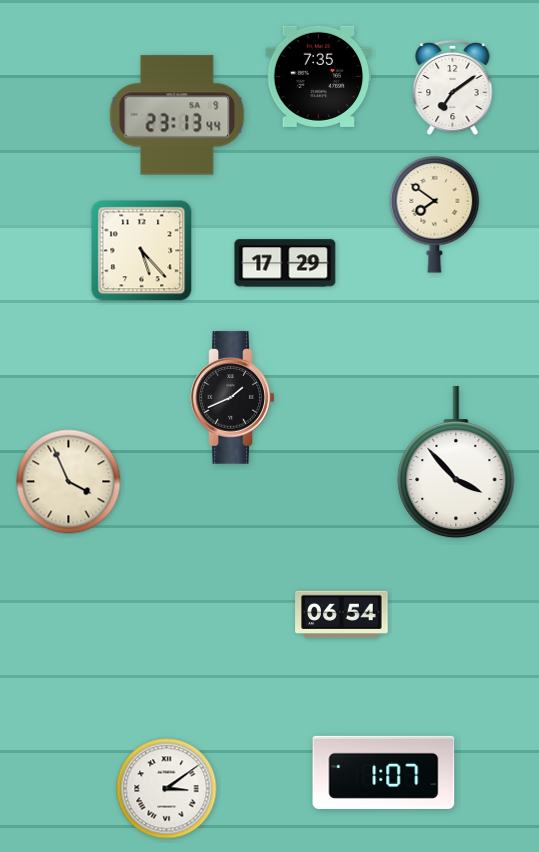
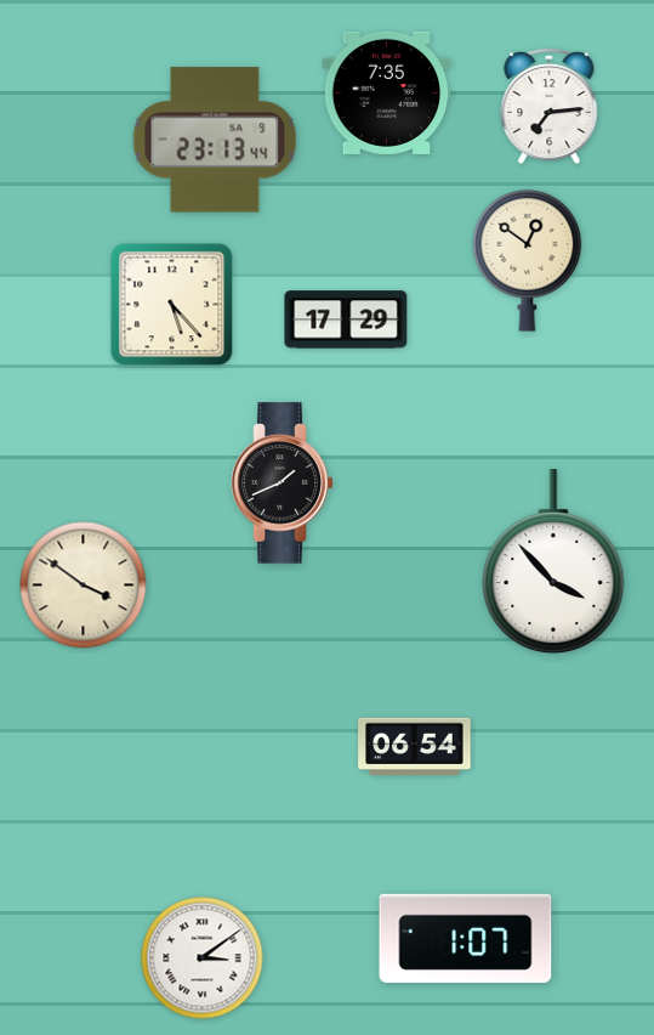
clock at (453, 88): 7:09 -> 7:14
clock at (435, 214): 7:51 -> 12:51
clock at (69, 482): 3:56 -> 3:51
